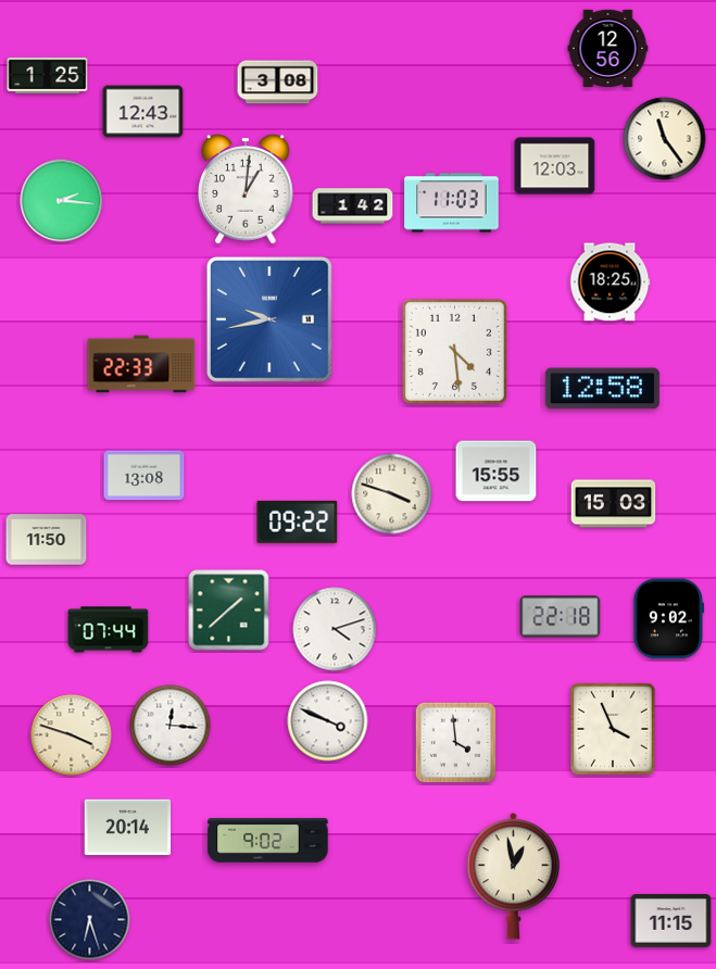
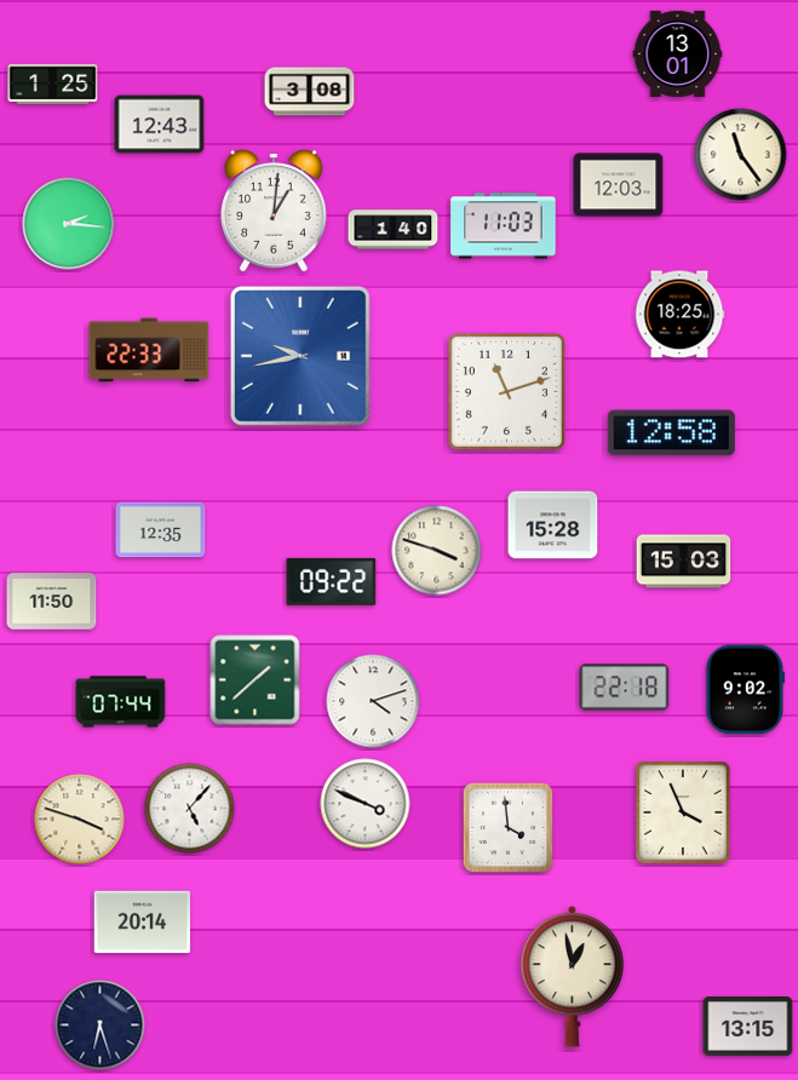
clock at (608, 48): 12:56 -> 13:01
clock at (353, 206): 1:42 -> 1:40
clock at (454, 351): 4:29 -> 11:12
clock at (141, 364) position: (141, 364) -> (149, 350)
clock at (497, 471): 15:55 -> 15:28
clock at (145, 476): 13:08 -> 12:35
clock at (171, 726): 12:16 -> 5:07
clock at (268, 841): 9:02 -> none
clock at (671, 921): 11:15 -> 13:15
